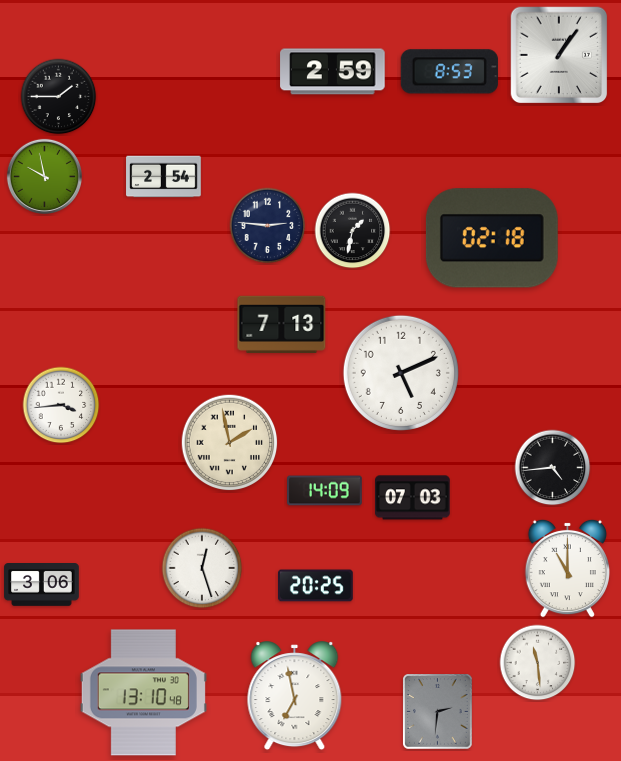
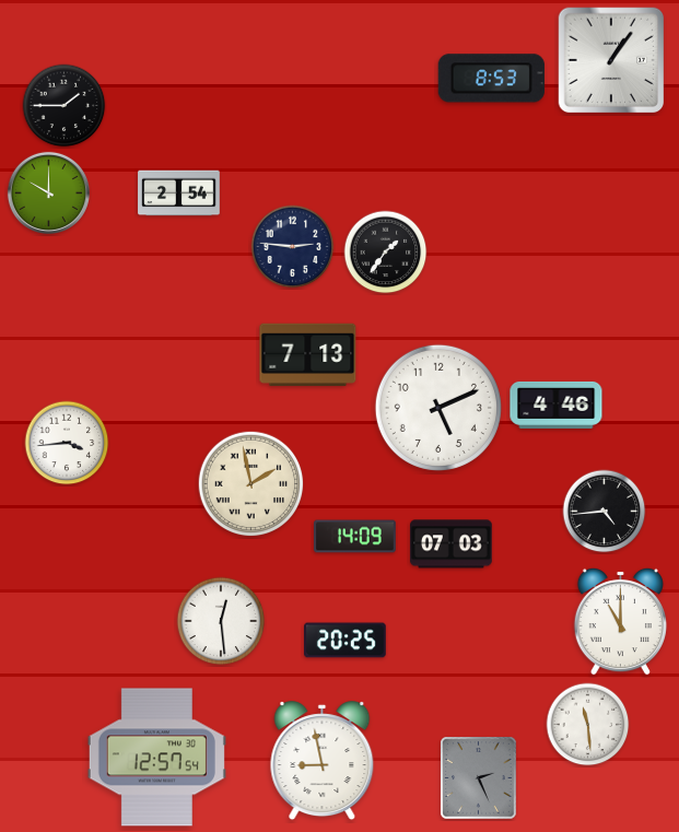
clock at (333, 72): 2:59 -> none
clock at (44, 176): 9:58 -> 10:00
clock at (353, 231): 1:32 -> 1:36
clock at (492, 238): 02:18 -> none
clock at (557, 405): none -> 4:46
clock at (202, 568): 12:27 -> 12:29
clock at (42, 585): 3:06 -> none
clock at (143, 693): 13:10 -> 12:57
clock at (295, 696): 6:58 -> 8:58
clock at (438, 712): 2:31 -> 2:26
